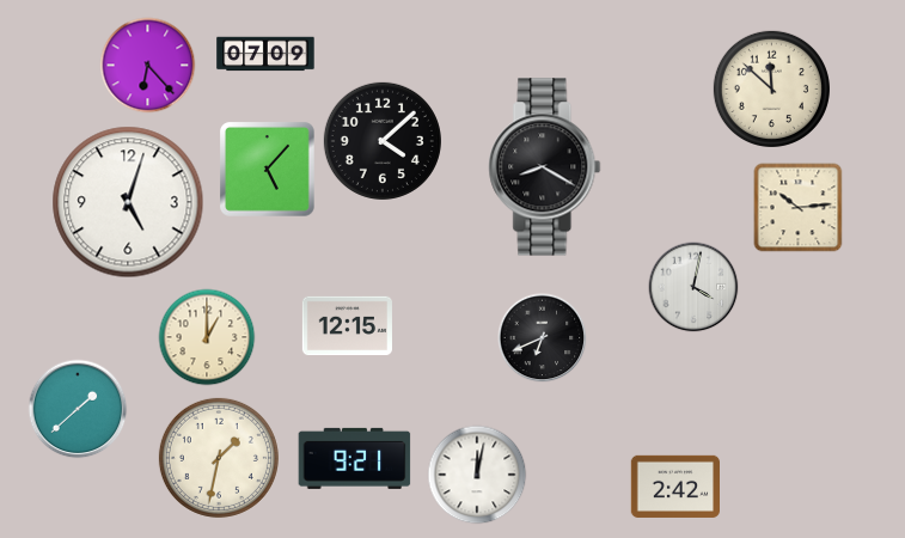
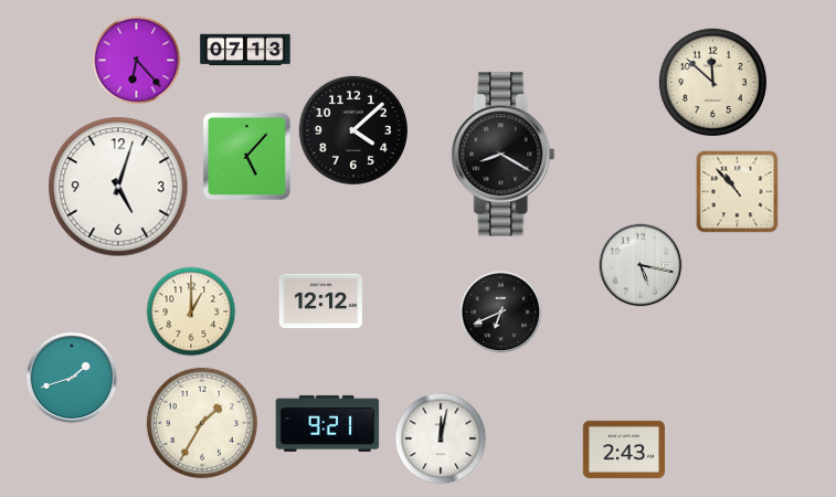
clock at (265, 54): 07:09 -> 07:13
clock at (799, 208): 10:14 -> 10:53
clock at (693, 287): 4:02 -> 5:17
clock at (347, 326): 12:15 -> 12:12
clock at (78, 409): 1:38 -> 1:42
clock at (219, 458): 1:32 -> 1:35
clock at (674, 487): 2:42 -> 2:43
